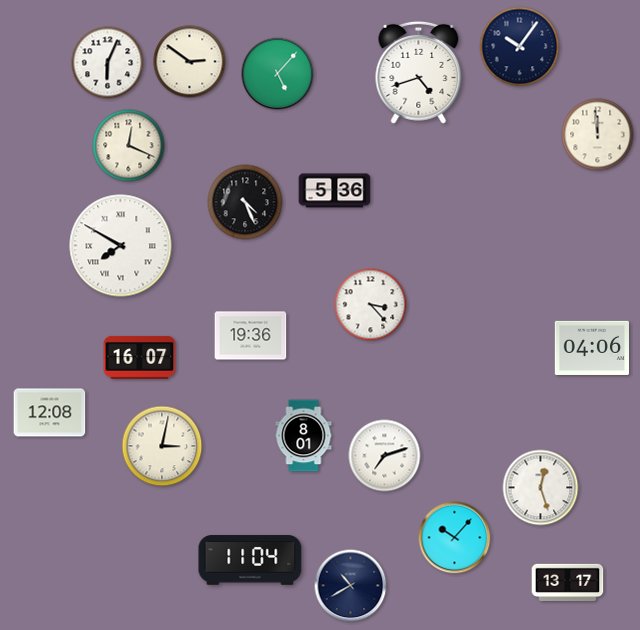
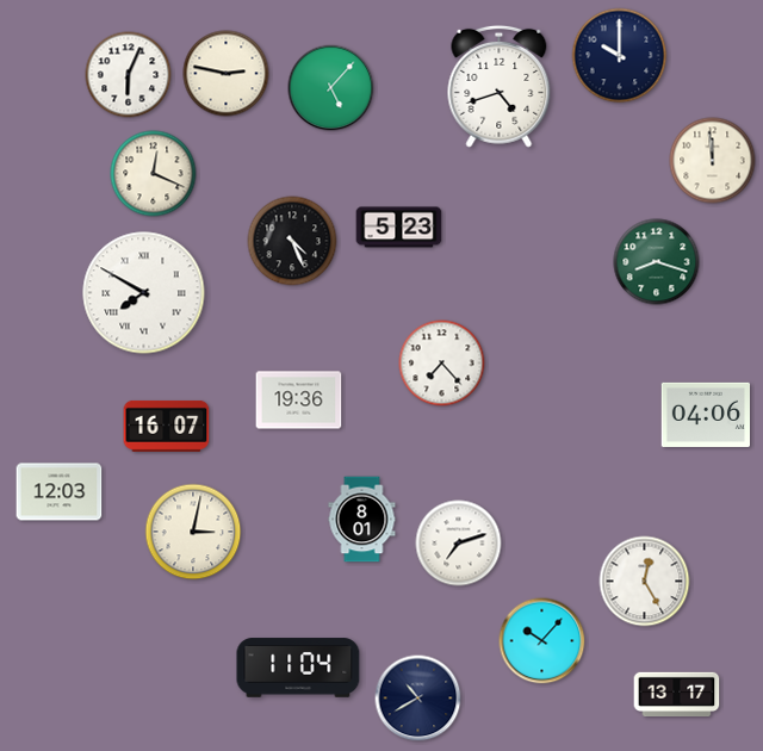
clock at (520, 47): 10:06 -> 10:00
clock at (190, 62): 2:51 -> 2:47
clock at (335, 191): 5:36 -> 5:23
clock at (657, 262): none -> 8:18
clock at (371, 305): 3:23 -> 7:23
clock at (50, 413): 12:08 -> 12:03
clock at (541, 488): 12:27 -> 12:25
